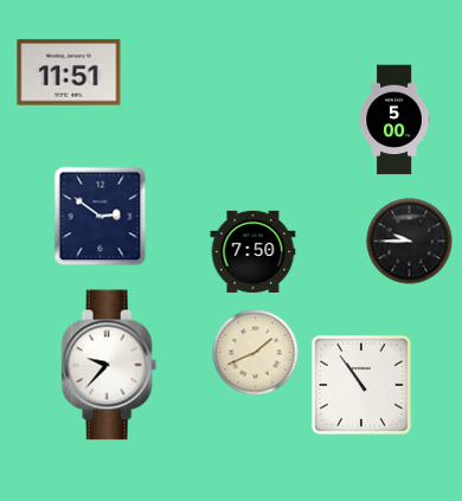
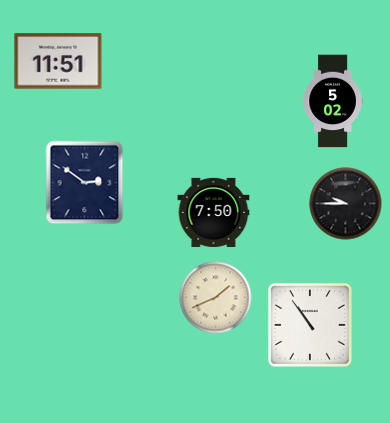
clock at (394, 120): 5:00 -> 5:02
clock at (109, 365): 9:37 -> none
clock at (361, 385) position: (361, 385) -> (310, 325)
